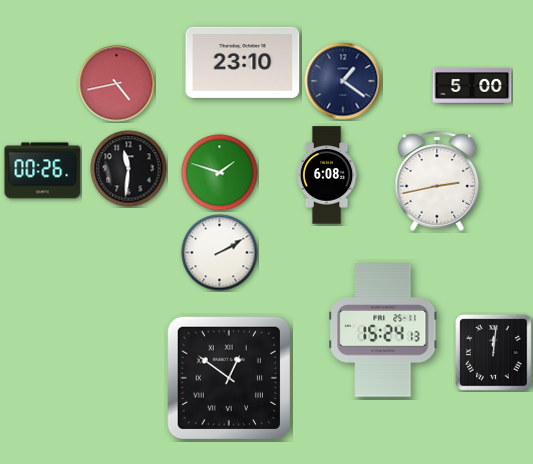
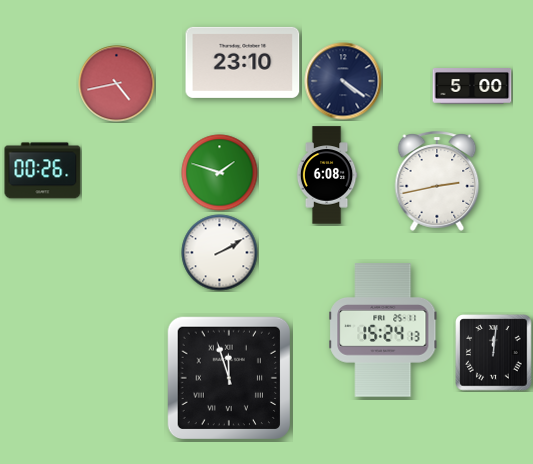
clock at (343, 81): 1:21 -> 4:21
clock at (129, 169): 11:31 -> none
clock at (228, 377): 12:51 -> 11:57
